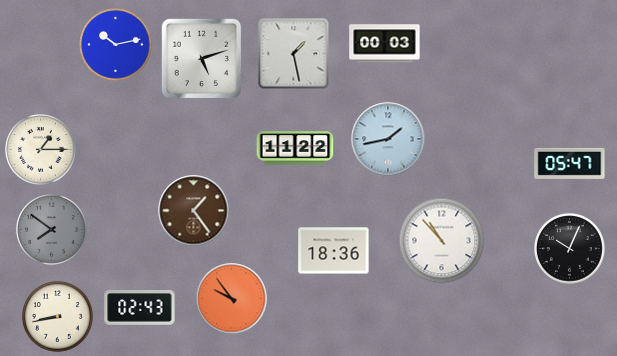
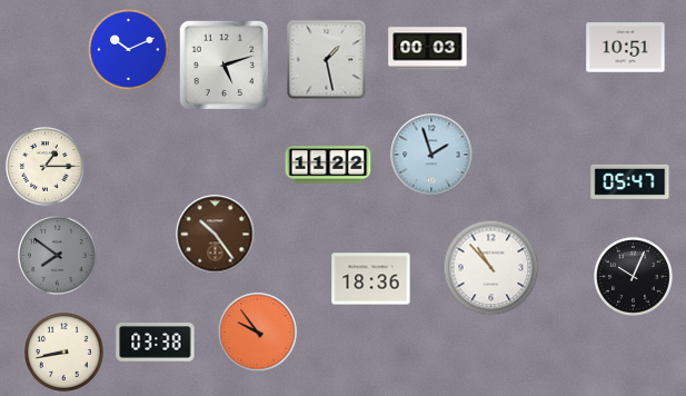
clock at (626, 48): none -> 10:51
clock at (116, 45): 10:13 -> 10:11
clock at (388, 139): 1:43 -> 1:57
clock at (570, 163) position: (570, 163) -> (630, 181)
clock at (194, 211): 1:24 -> 10:24
clock at (140, 308): 02:43 -> 03:38
